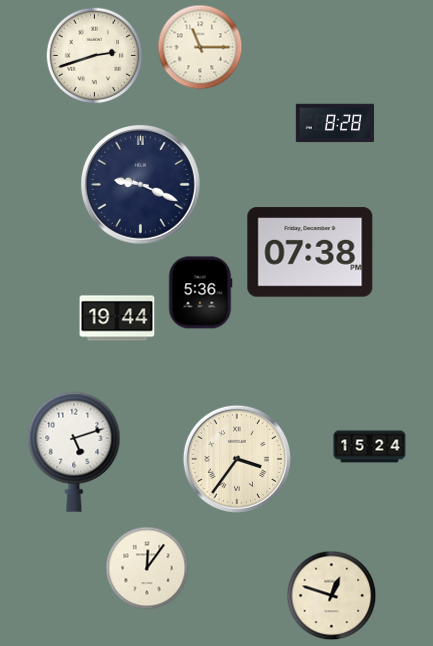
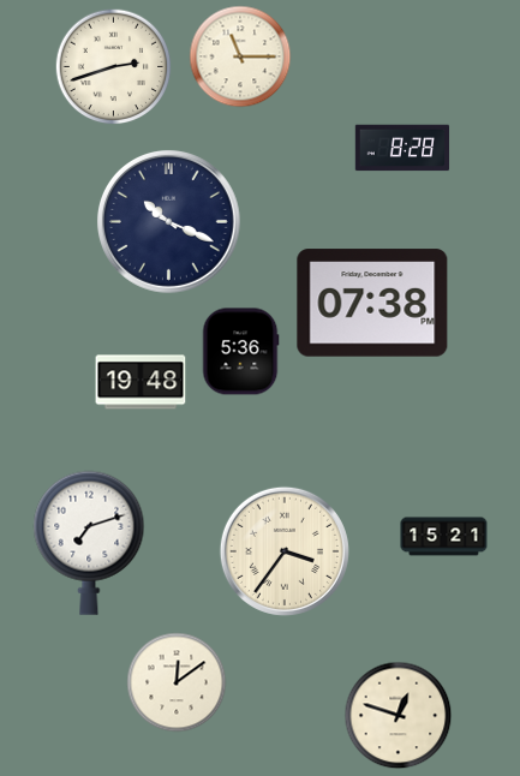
clock at (140, 184): 9:19 -> 10:19
clock at (117, 318): 19:44 -> 19:48
clock at (370, 447): 15:24 -> 15:21
clock at (74, 452): 5:12 -> 7:12
clock at (147, 568): 12:06 -> 12:09
